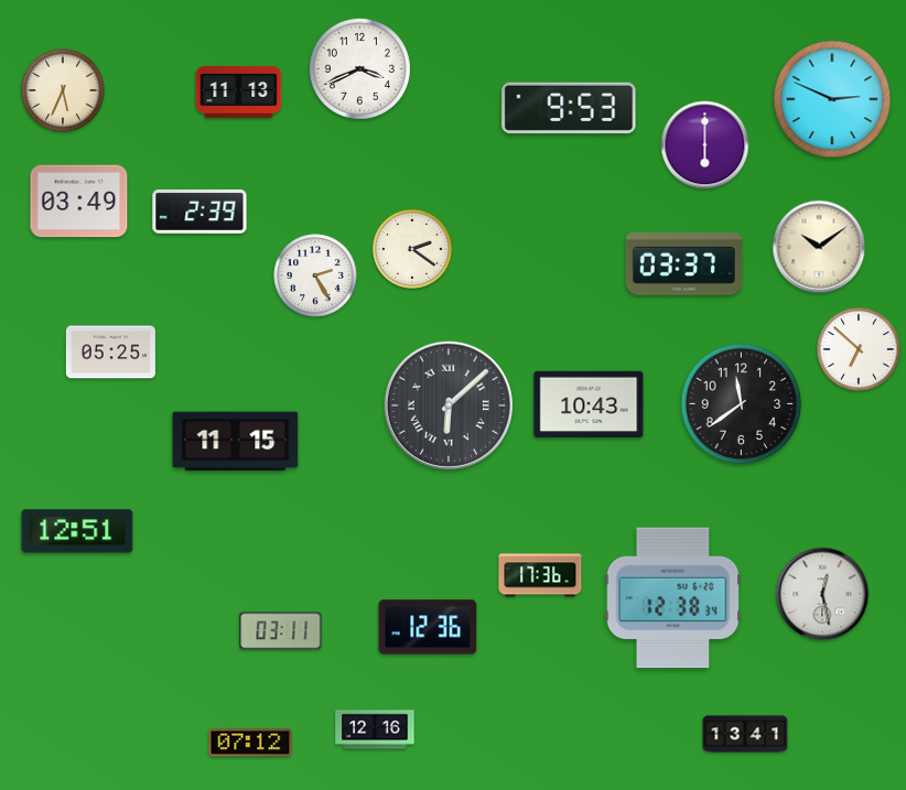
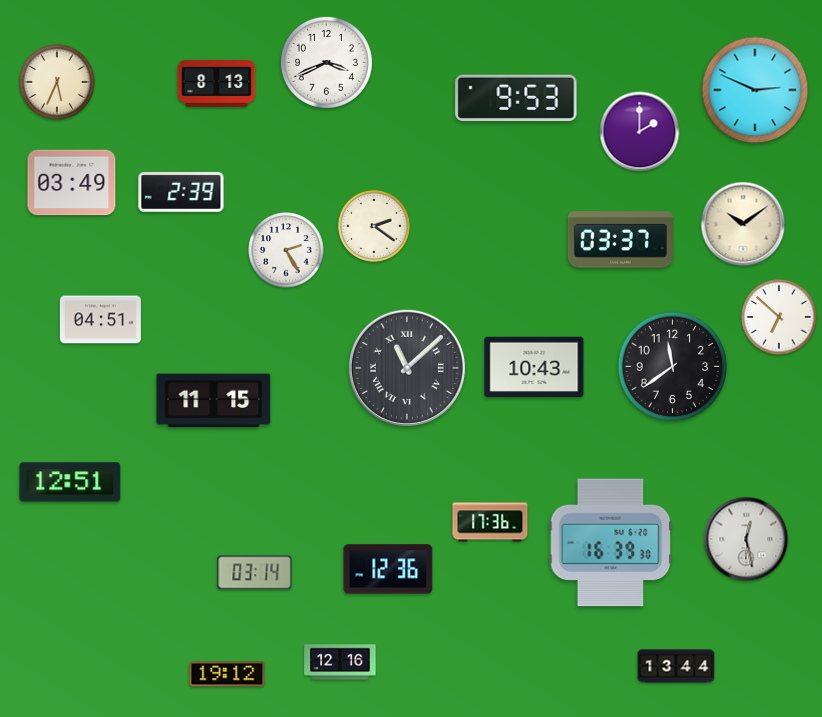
clock at (239, 91): 11:13 -> 8:13
clock at (705, 145): 6:00 -> 2:00
clock at (110, 353): 05:25 -> 04:51
clock at (449, 405): 6:08 -> 11:08
clock at (673, 598): 12:38 -> 16:39
clock at (281, 631): 03:11 -> 03:14
clock at (745, 734): 13:41 -> 13:44
clock at (250, 743): 07:12 -> 19:12
